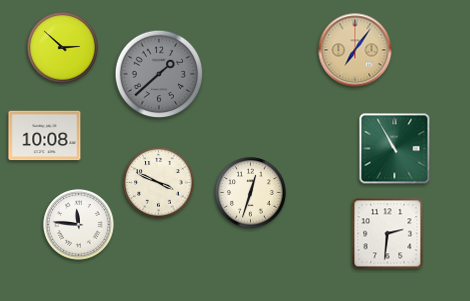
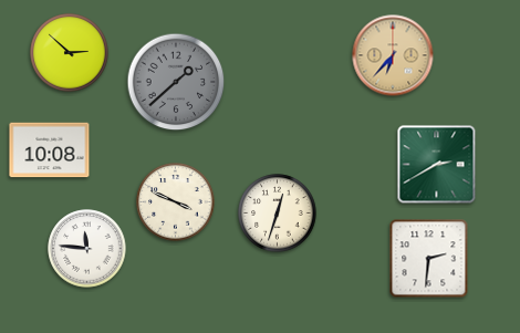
clock at (355, 50): 7:06 -> 6:37
clock at (395, 149): 10:55 -> 2:40
